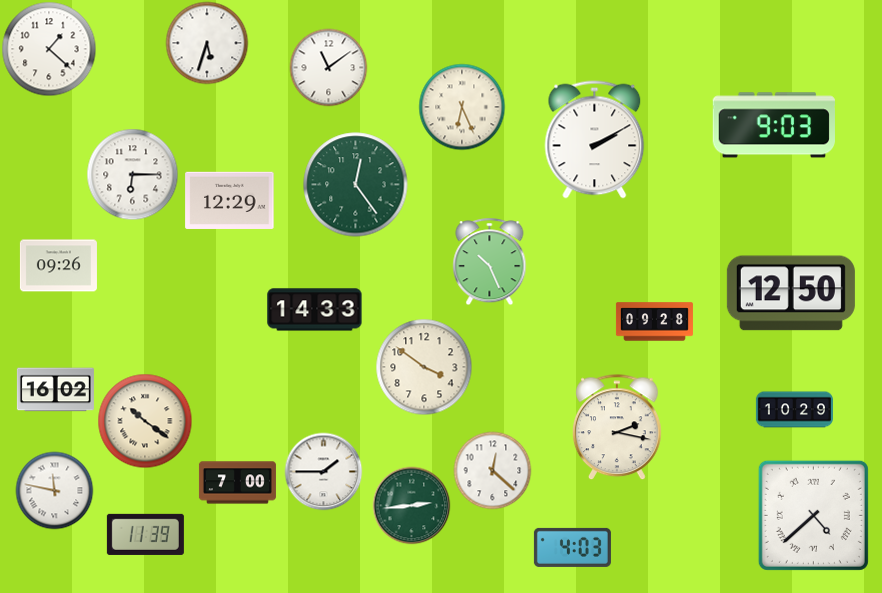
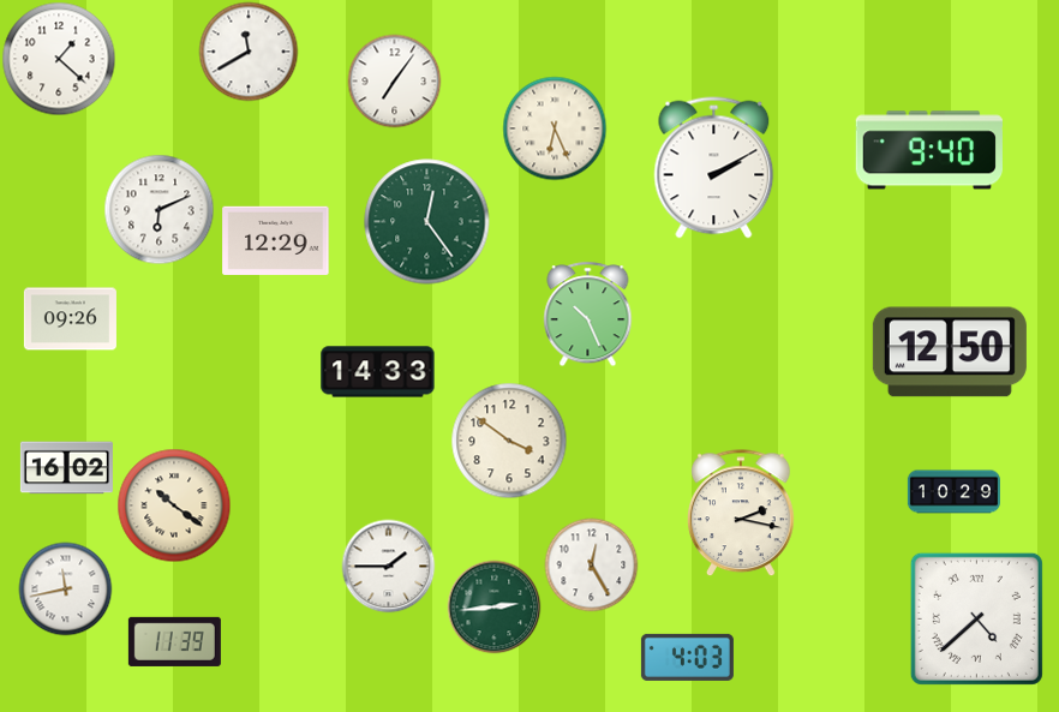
clock at (207, 43): 5:33 -> 11:40
clock at (328, 67): 11:09 -> 7:06
clock at (774, 125): 9:03 -> 9:40
clock at (132, 174): 6:15 -> 6:11
clock at (654, 322): 09:28 -> none
clock at (492, 470): 12:22 -> 12:25
clock at (237, 483): 7:00 -> none
clock at (54, 490): 11:47 -> 11:43
